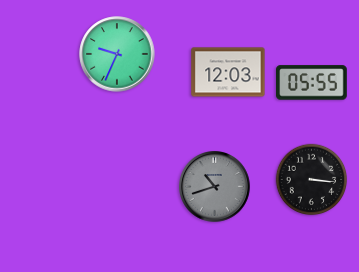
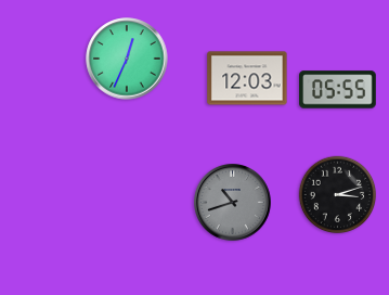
clock at (117, 54): 9:34 -> 12:34
clock at (312, 180): 3:16 -> 3:12
